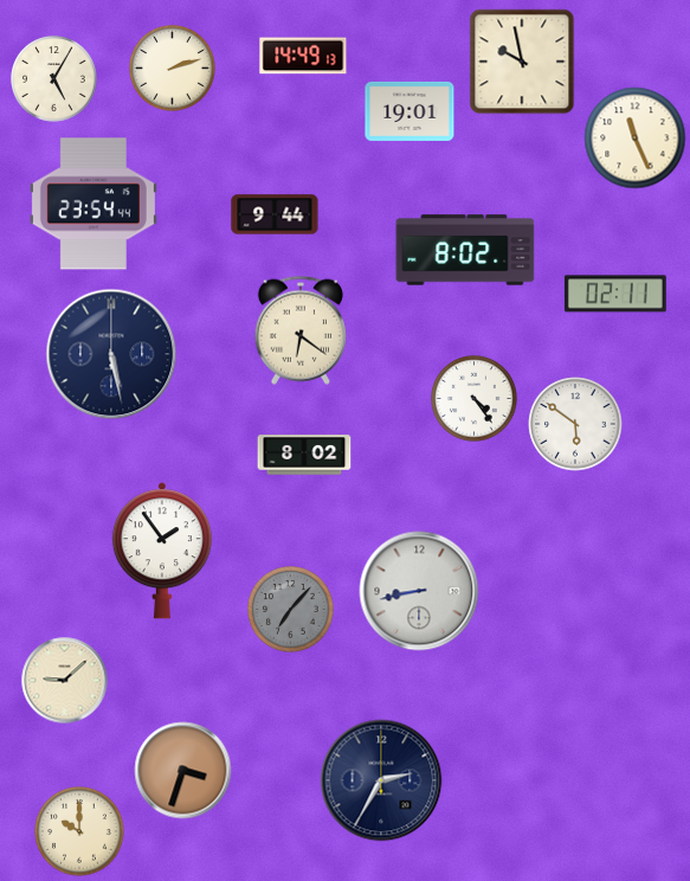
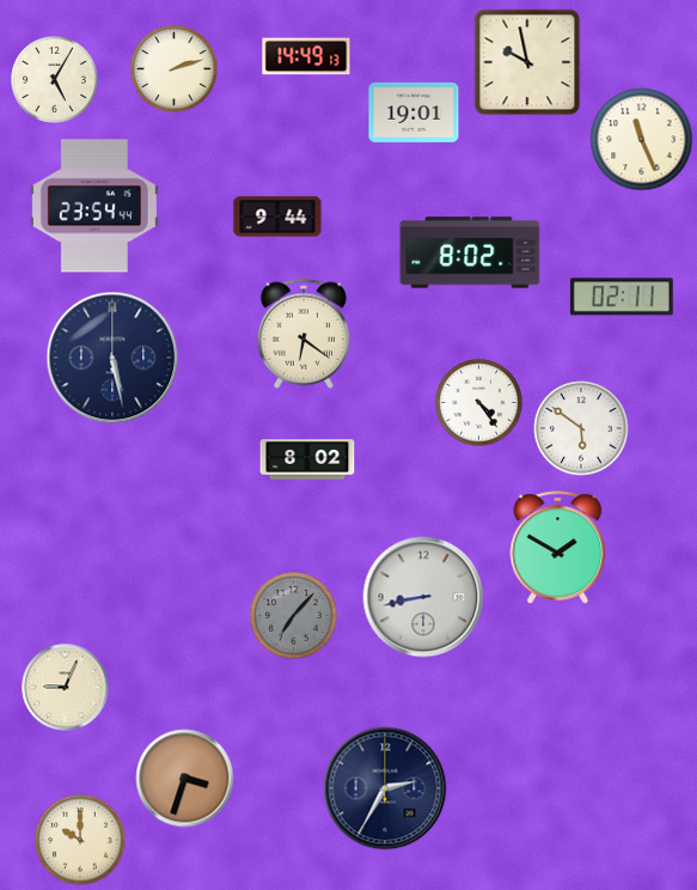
clock at (558, 548): none -> 1:50
clock at (162, 551): 1:54 -> none
clock at (65, 681): 9:08 -> 9:04
